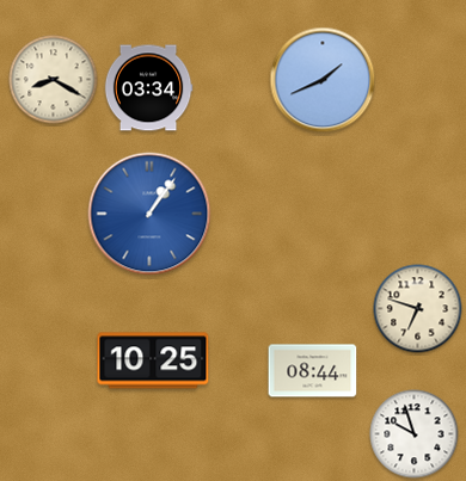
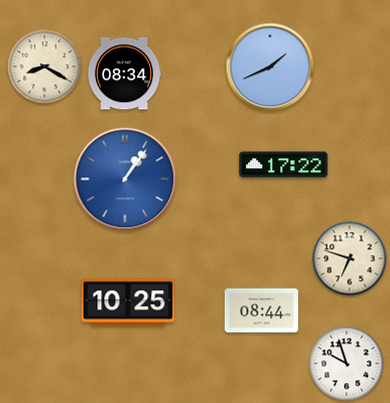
clock at (148, 88): 03:34 -> 08:34
clock at (284, 165): none -> 17:22
